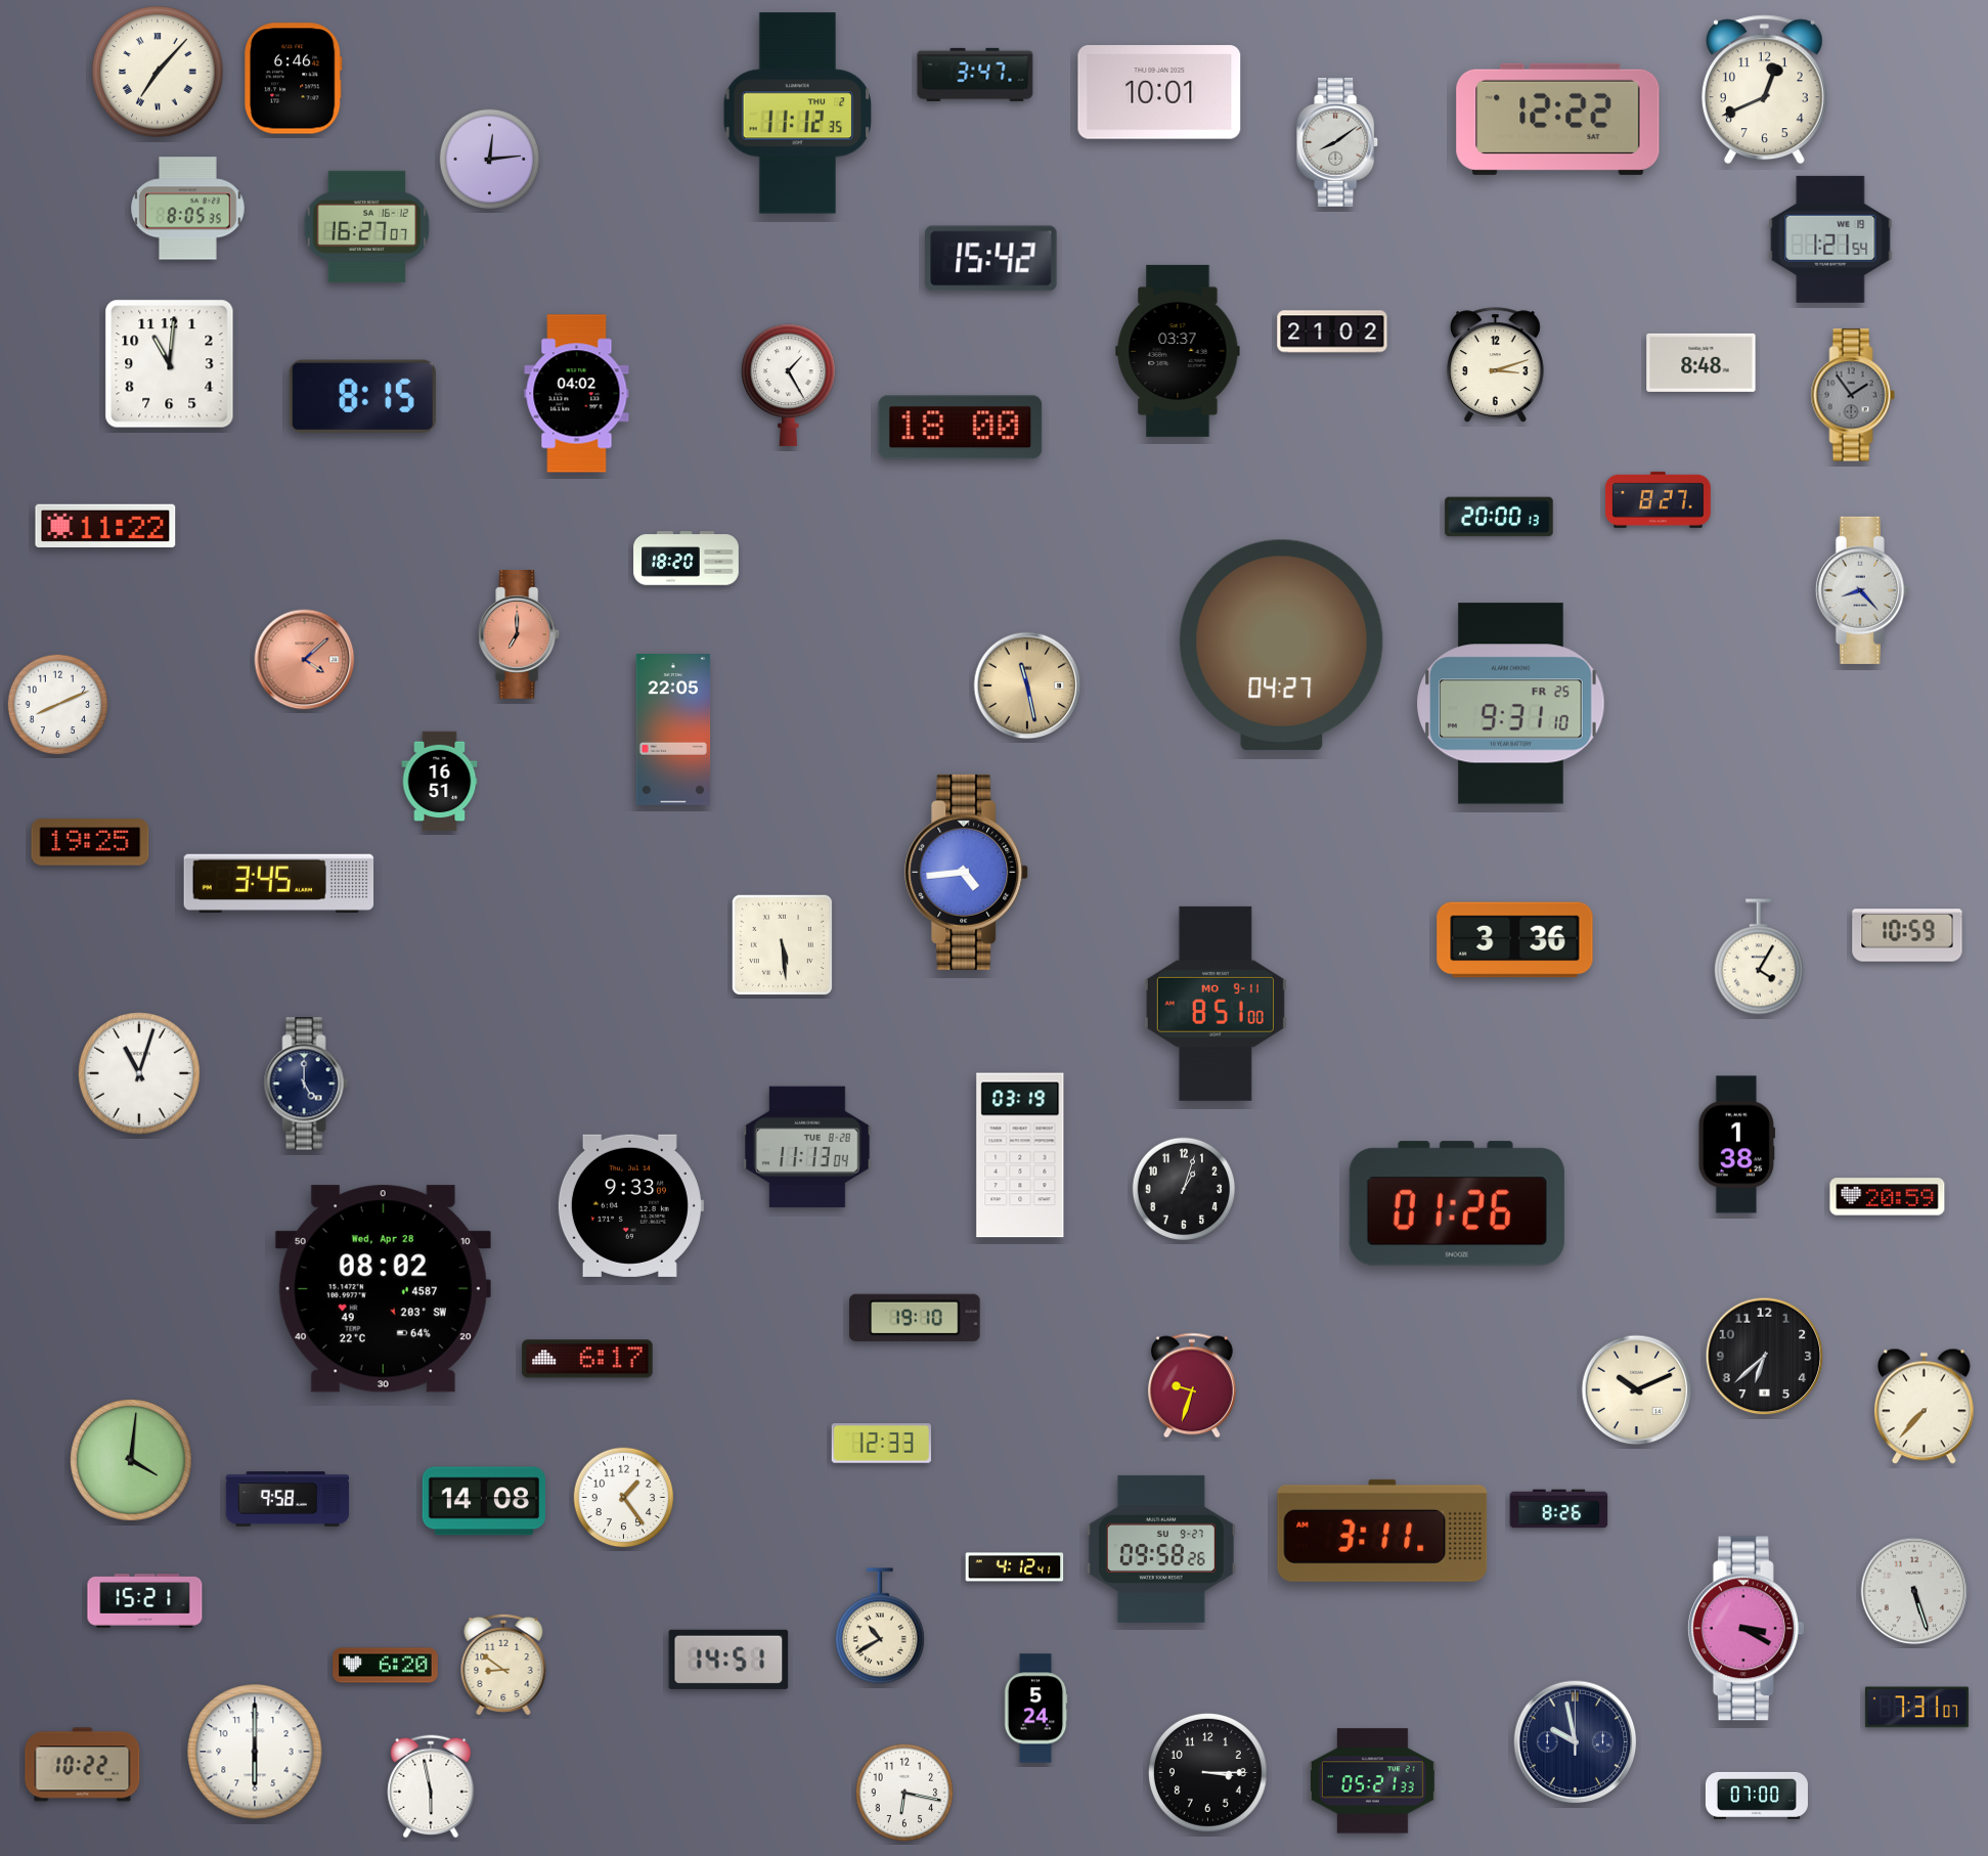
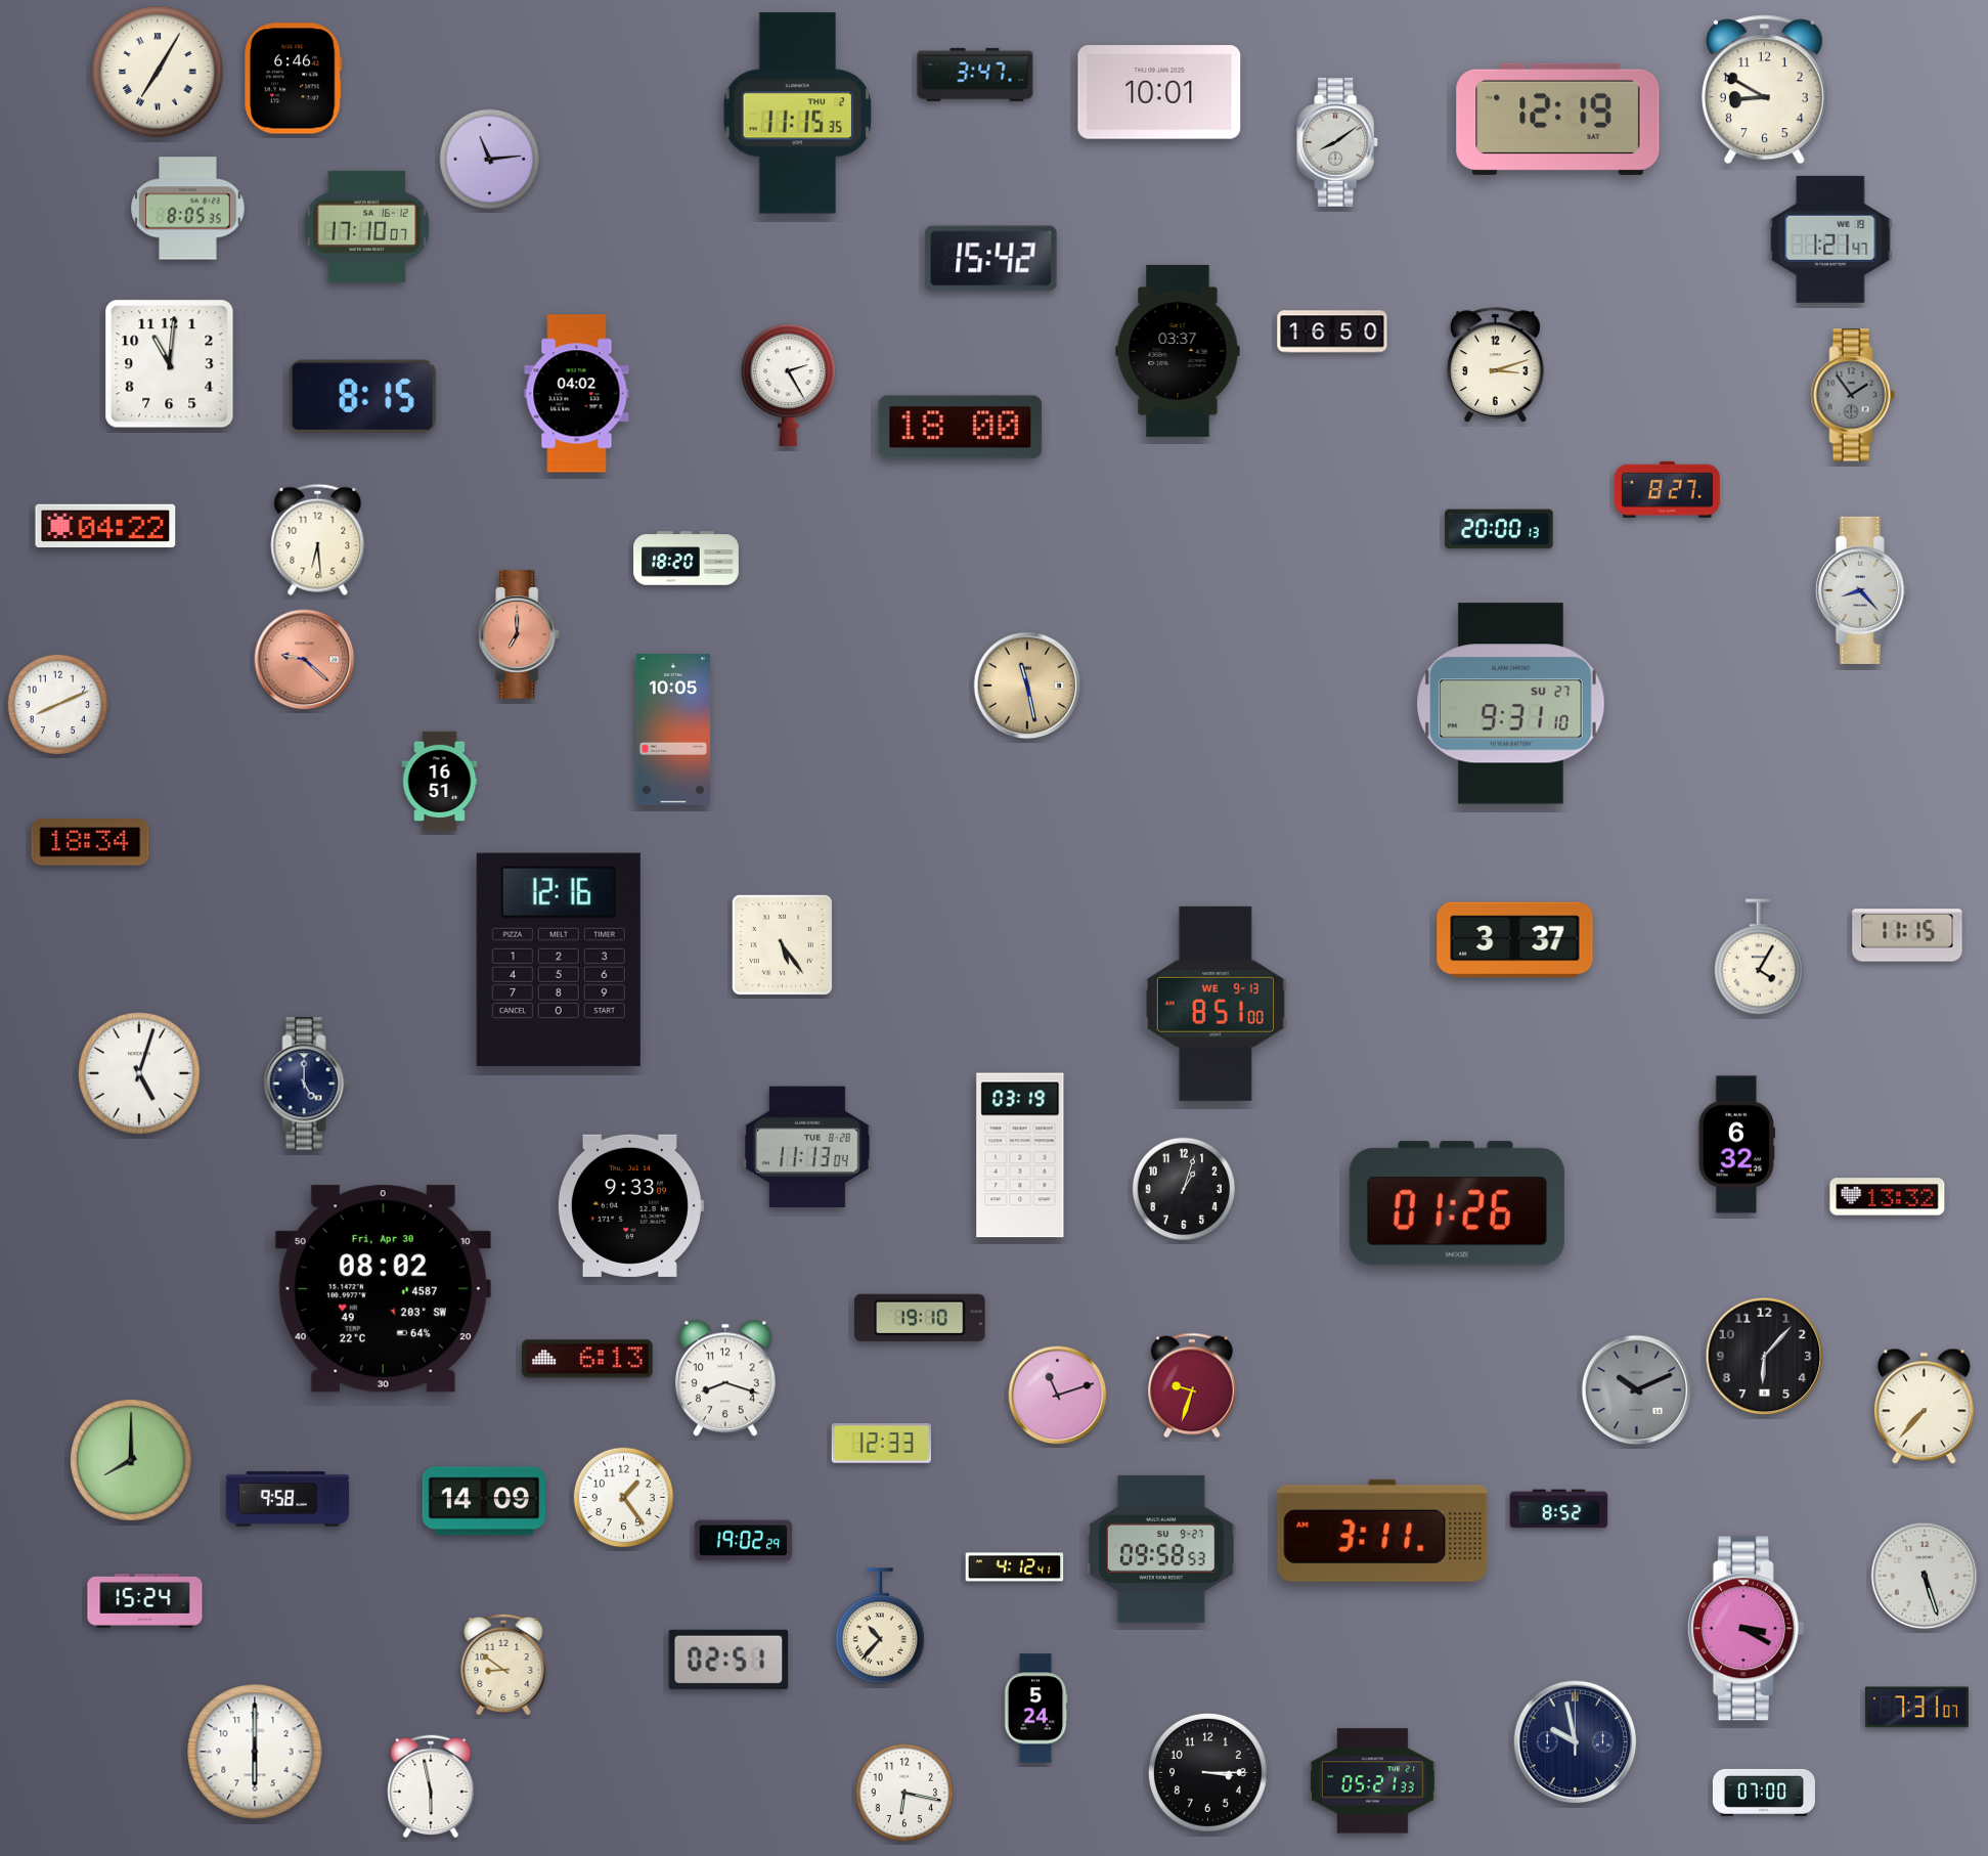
clock at (158, 72): 7:07 -> 7:05
clock at (1764, 90): 12:41 -> 8:50
clock at (797, 114): 11:12 -> 11:15
clock at (1558, 119): 12:22 -> 12:19
clock at (490, 160): 12:14 -> 11:14
clock at (367, 226): 16:27 -> 17:10
clock at (1830, 239): 1:21:54 -> 1:21:47
clock at (1332, 332): 21:02 -> 16:50
clock at (1702, 362): 8:48 -> none
clock at (788, 386): 1:25 -> 2:25
clock at (1658, 499) position: (1658, 499) -> (1667, 489)
clock at (1499, 517) position: (1499, 517) -> (1499, 529)
clock at (105, 525): 11:22 -> 04:22
clock at (318, 539): none -> 6:29
clock at (1282, 646): 04:27 -> none
clock at (305, 660): 4:08 -> 9:22
clock at (1511, 704) date: FR 25 -> SU 27
clock at (673, 731): 22:05 -> 10:05
clock at (90, 842): 19:25 -> 18:34
clock at (967, 872): 4:44 -> none
clock at (279, 883): 3:45 -> none
clock at (1907, 935): 10:59 -> 11:15
clock at (1515, 940): 3:36 -> 3:37
clock at (782, 944): 5:29 -> 5:24
clock at (559, 960): none -> 12:16
clock at (1216, 1004) date: MO 9-11 -> WE 9-13
clock at (140, 1074): 11:03 -> 5:03
clock at (1736, 1145): 1:38 -> 6:32
clock at (1888, 1197): 20:59 -> 13:32
clock at (383, 1289) date: Wed, Apr 28 -> Fri, Apr 30
clock at (915, 1318) position: (915, 1318) -> (920, 1318)
clock at (1765, 1357): 6:38 -> 6:07
clock at (587, 1359): 6:17 -> 6:13
clock at (725, 1378): none -> 8:18
clock at (1637, 1390) dial: cream -> grey
clock at (1058, 1396): none -> 11:12
clock at (132, 1461): 4:01 -> 8:00
clock at (483, 1501): 14:08 -> 14:09
clock at (1559, 1509): 8:26 -> 8:52
clock at (744, 1541): none -> 19:02
clock at (1161, 1549): 09:58:26 -> 09:58:53
clock at (1914, 1591) position: (1914, 1591) -> (1925, 1576)
clock at (145, 1601): 15:21 -> 15:24
clock at (880, 1626): 10:40 -> 10:37
clock at (728, 1660): 14:51 -> 02:51
clock at (386, 1666): 6:20 -> none
clock at (83, 1765): 10:22 -> none
clock at (1757, 1796) position: (1757, 1796) -> (1764, 1793)
